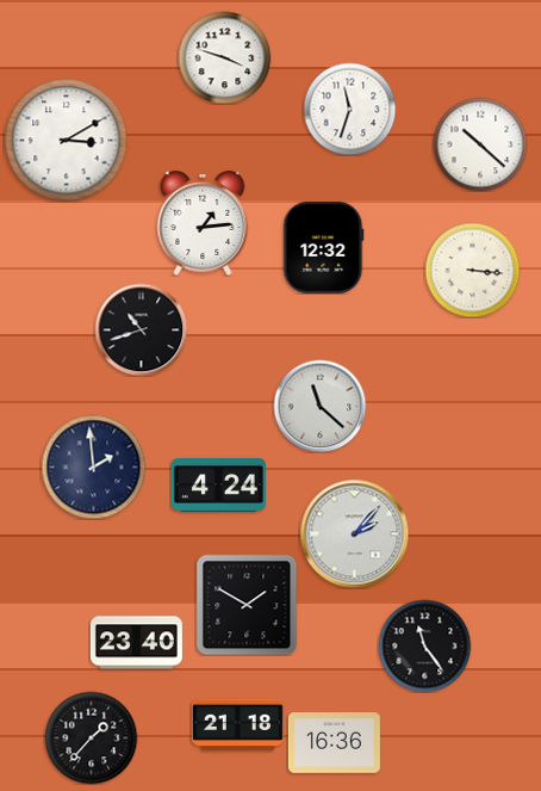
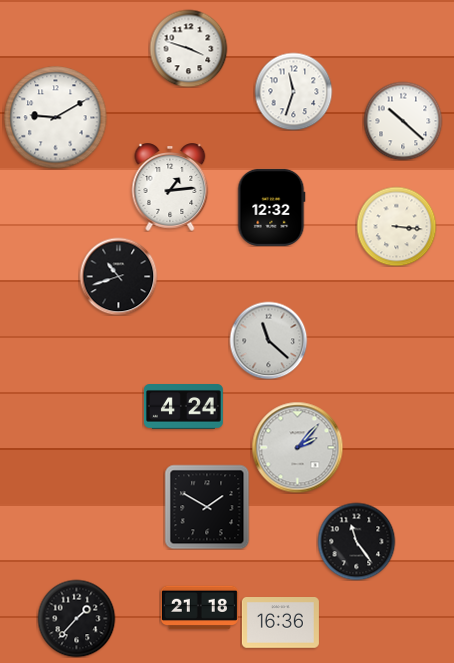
clock at (67, 141): 3:10 -> 9:10
clock at (93, 466): 1:59 -> none
clock at (136, 643): 23:40 -> none
